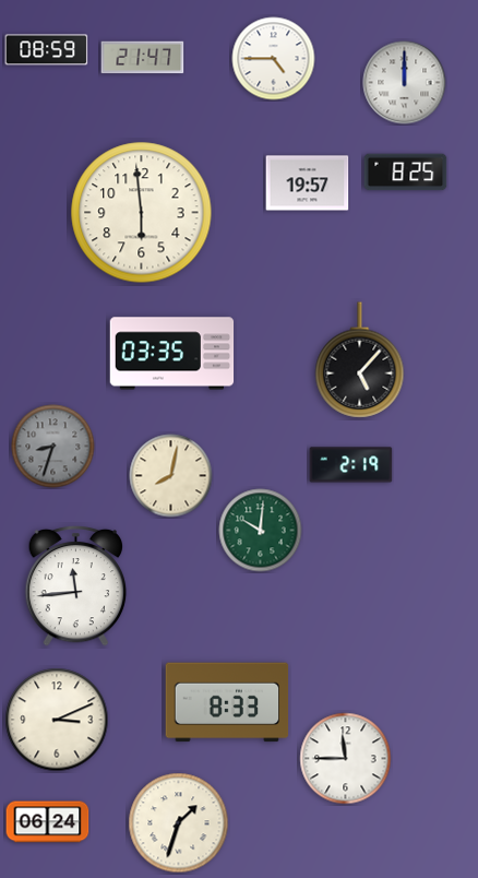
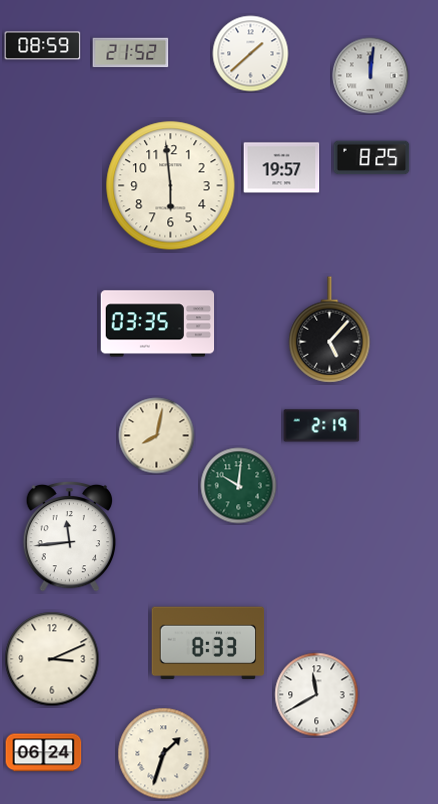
clock at (143, 58): 21:47 -> 21:52
clock at (274, 59): 4:45 -> 1:38
clock at (405, 83): 12:00 -> 12:01
clock at (142, 213) position: (142, 213) -> (171, 186)
clock at (53, 447): 8:33 -> none
clock at (346, 759): 11:45 -> 11:40
